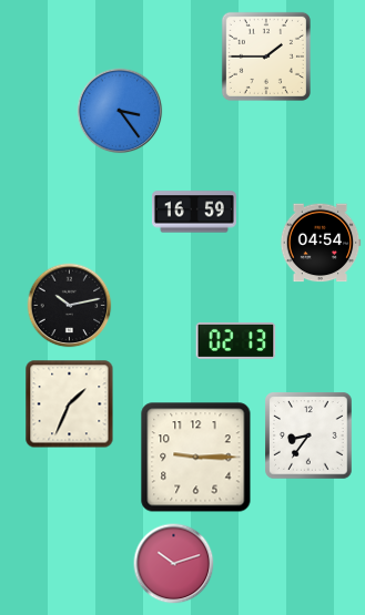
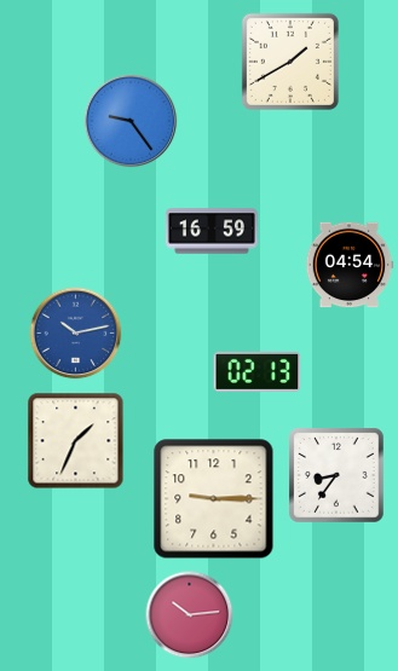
clock at (266, 57): 1:45 -> 1:40
clock at (120, 111): 3:24 -> 9:24
clock at (70, 306) dial: black -> blue
clock at (174, 564): 10:12 -> 10:14
